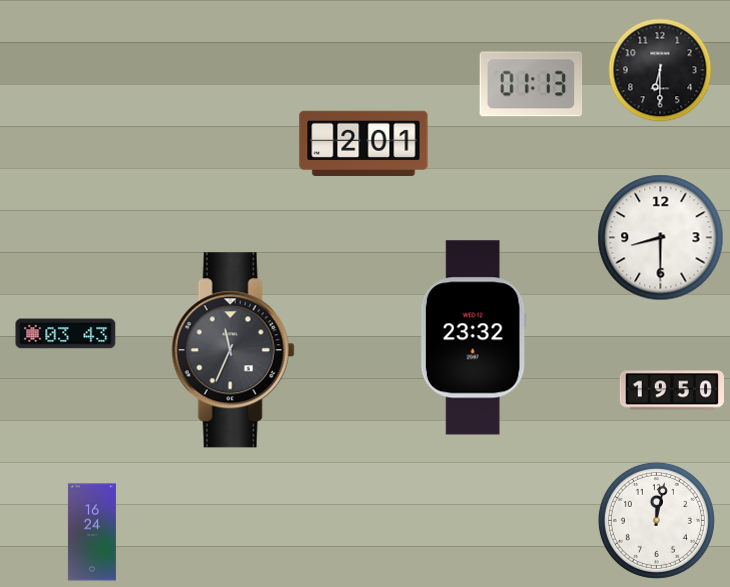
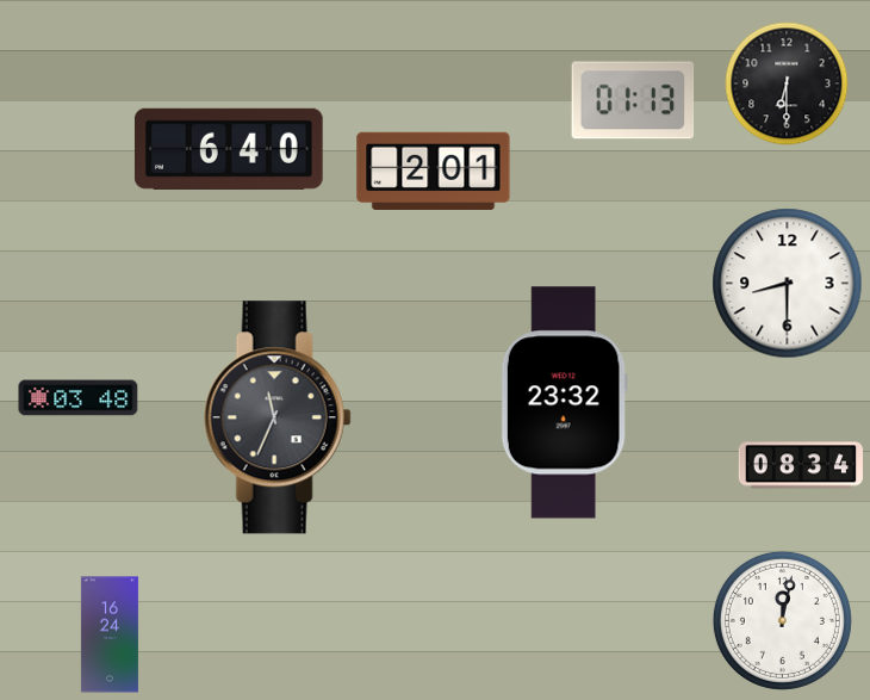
clock at (229, 149): none -> 6:40
clock at (66, 334): 03:43 -> 03:48
clock at (671, 390): 19:50 -> 08:34
